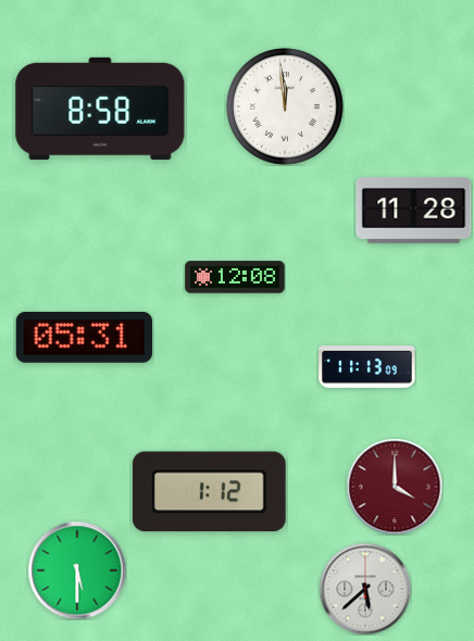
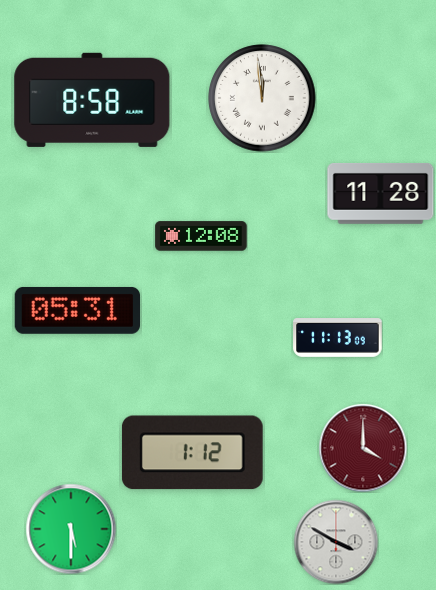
clock at (235, 277) position: (235, 277) -> (201, 236)
clock at (77, 570) position: (77, 570) -> (71, 529)
clock at (365, 589): 5:38 -> 3:50
